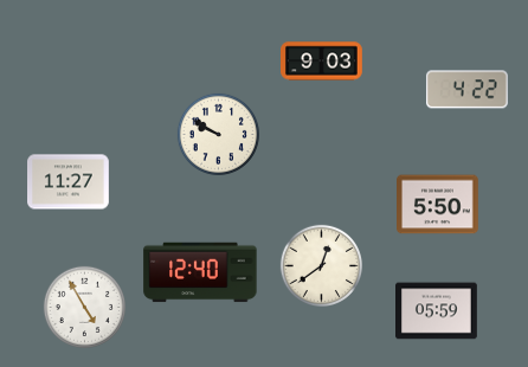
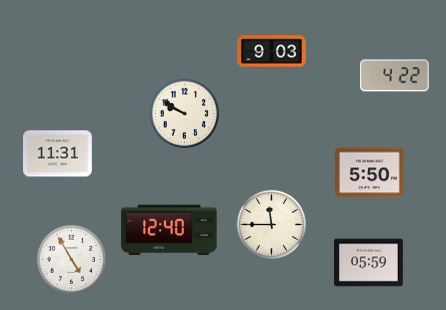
clock at (69, 182): 11:27 -> 11:31
clock at (321, 265): 12:39 -> 11:45
